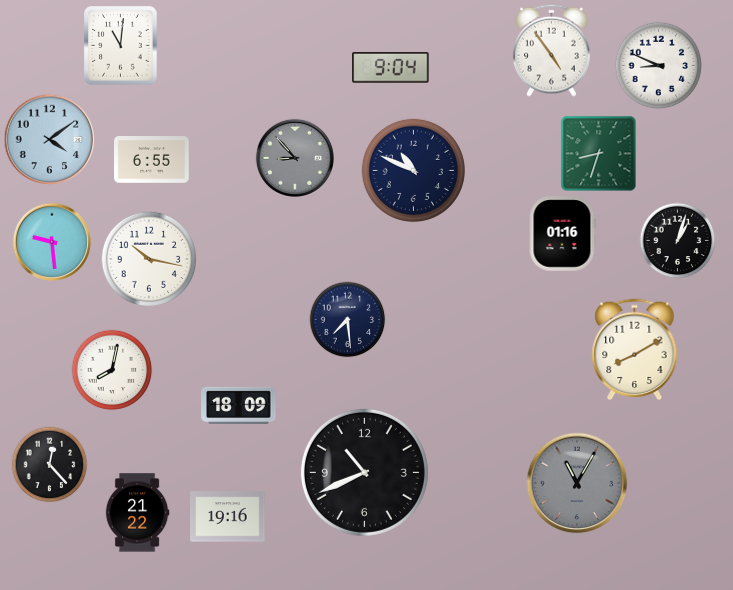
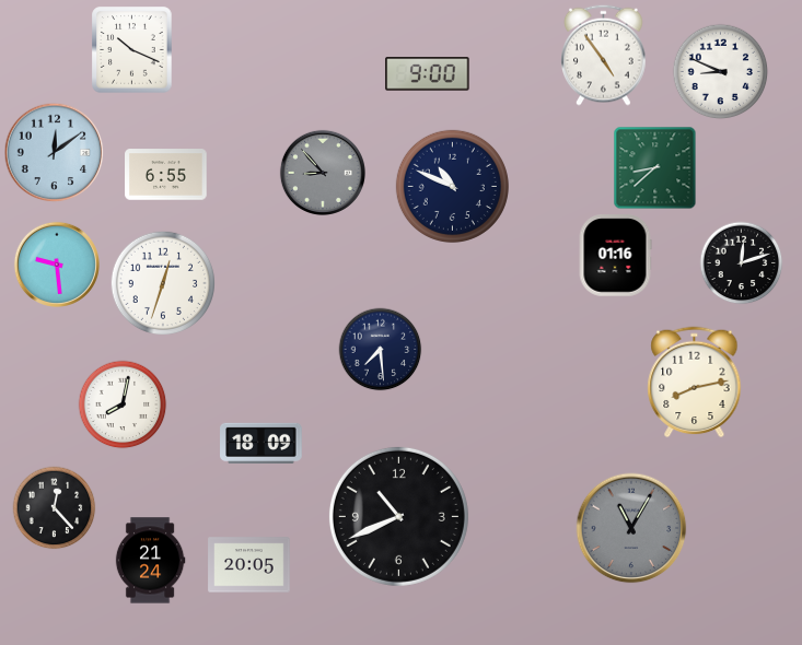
clock at (121, 46): 11:01 -> 10:19
clock at (391, 68): 9:04 -> 9:00
clock at (50, 140): 4:09 -> 12:09
clock at (599, 154): 8:33 -> 8:38
clock at (678, 241): 1:03 -> 12:12
clock at (148, 258): 10:17 -> 12:33
clock at (635, 350): 8:10 -> 8:13
clock at (137, 513): 21:22 -> 21:24
clock at (228, 517): 19:16 -> 20:05
